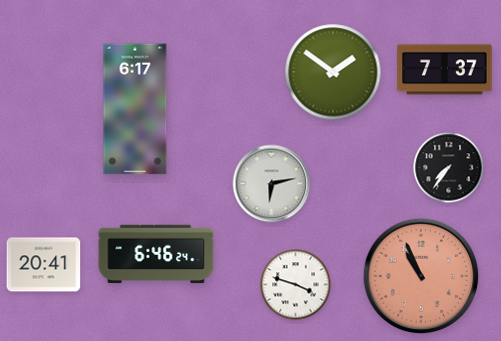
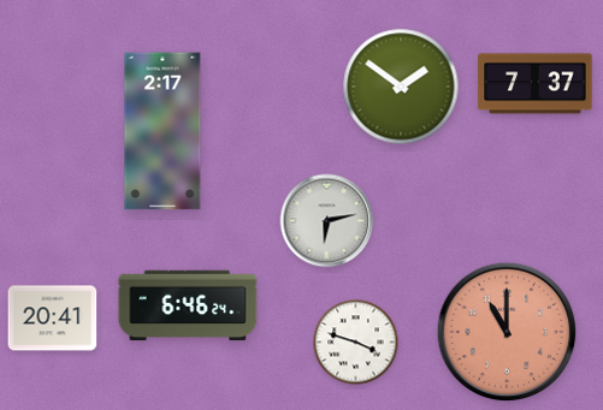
clock at (135, 109): 6:17 -> 2:17
clock at (449, 168): 7:36 -> none
clock at (421, 276): 10:56 -> 11:00
